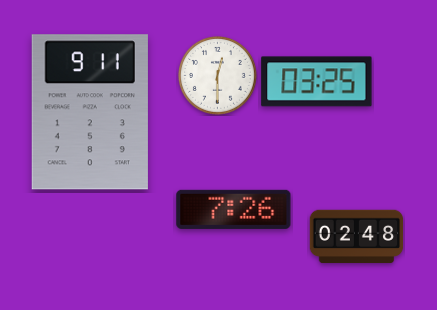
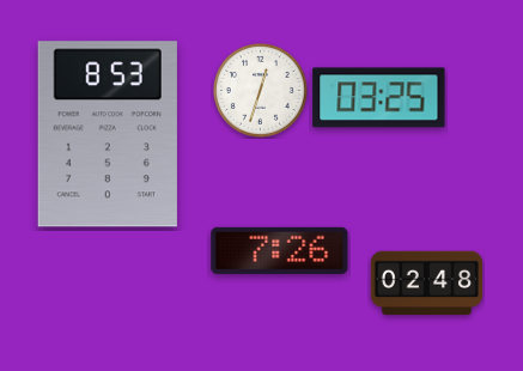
clock at (217, 75): 12:30 -> 12:33
clock at (90, 112): 9:11 -> 8:53
